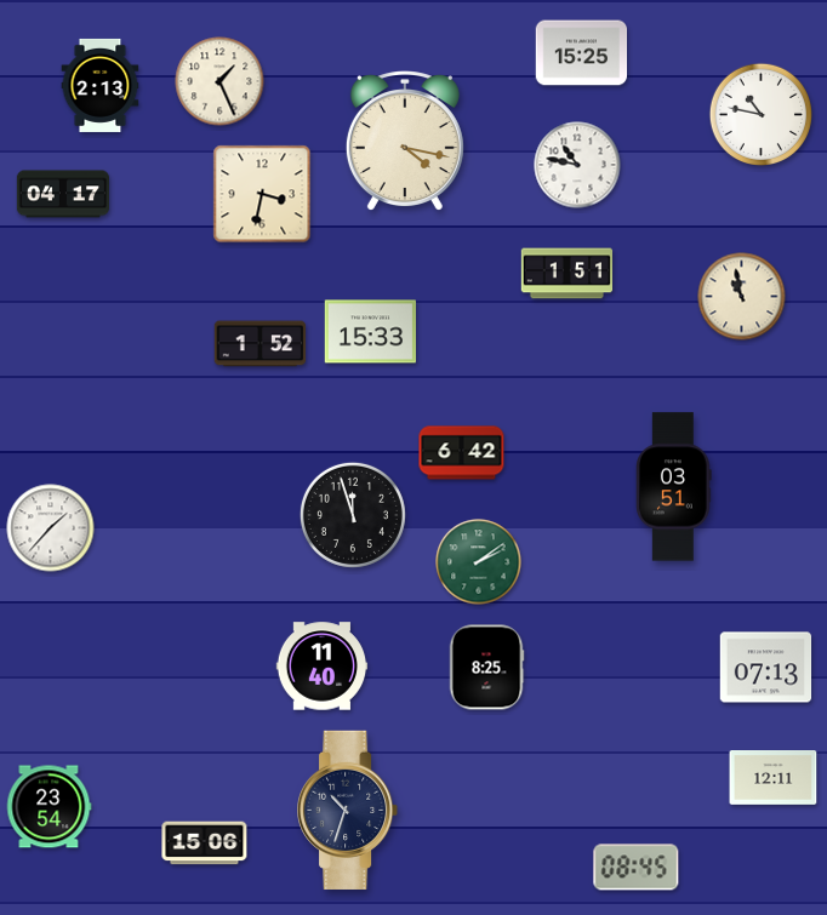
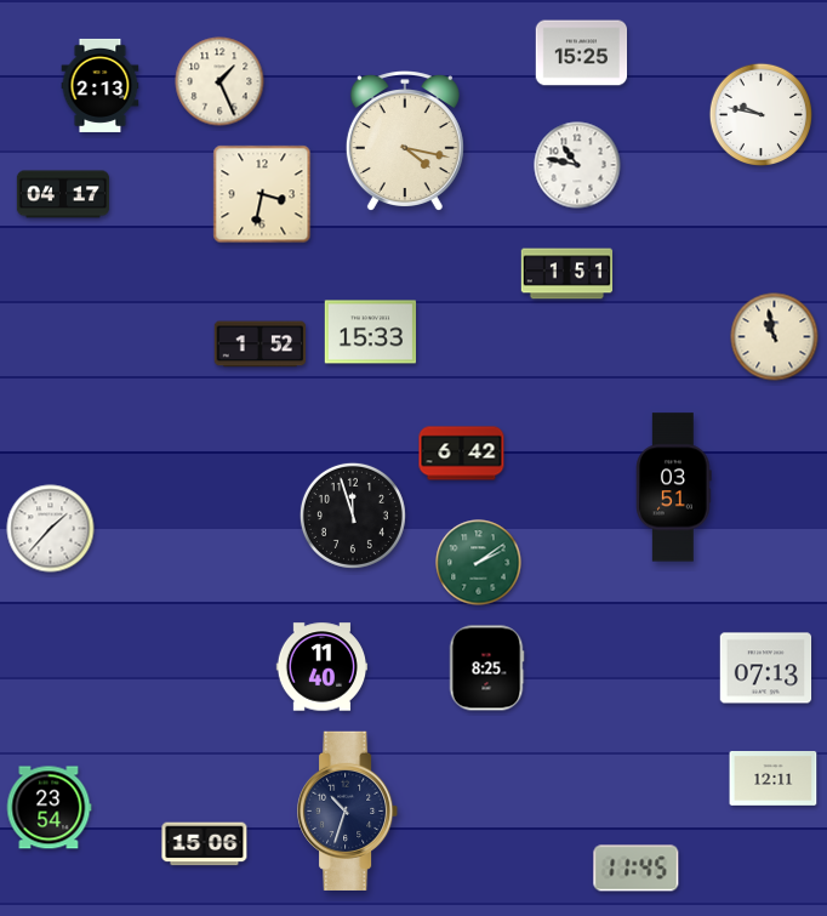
clock at (762, 115): 10:47 -> 9:47
clock at (742, 297) position: (742, 297) -> (775, 337)
clock at (637, 868): 08:45 -> 11:45
